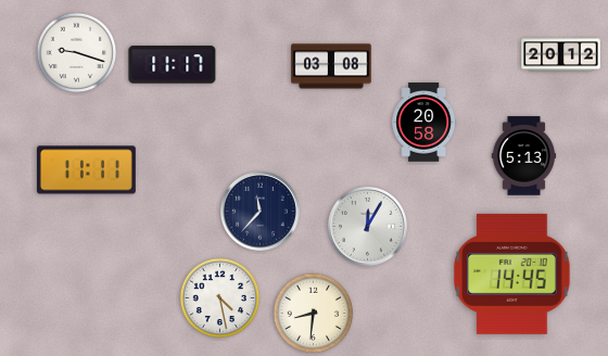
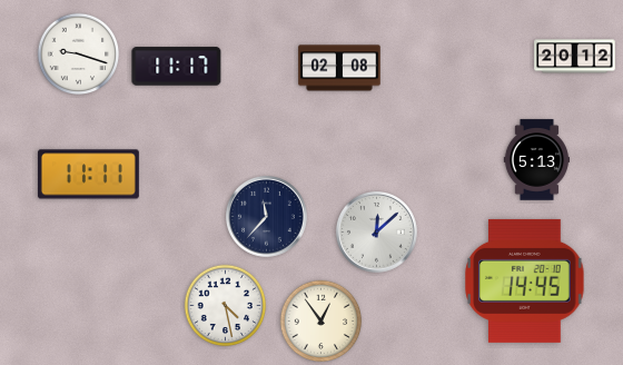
clock at (331, 66): 03:08 -> 02:08
clock at (423, 123): 20:58 -> none
clock at (368, 227): 12:05 -> 12:08
clock at (314, 314): 8:31 -> 12:54
